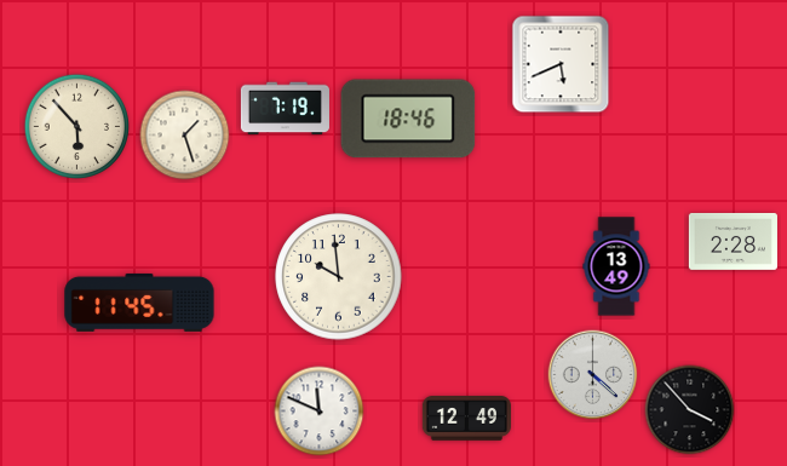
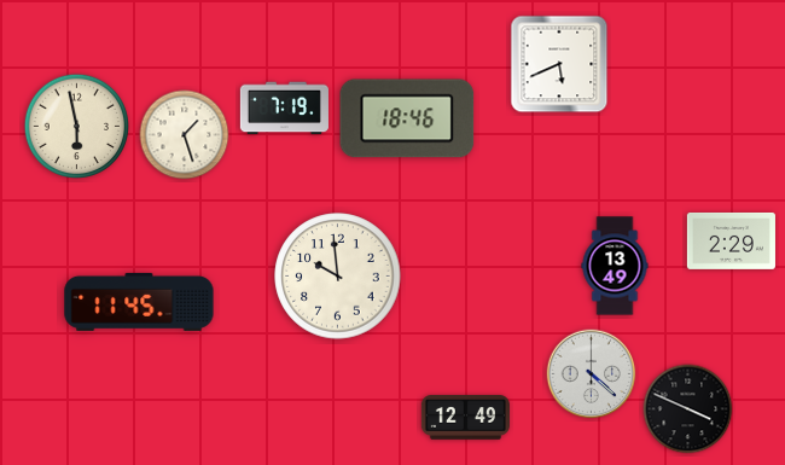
clock at (77, 127): 5:53 -> 5:58
clock at (733, 241): 2:28 -> 2:29
clock at (690, 410): 3:53 -> 3:49
clock at (320, 412): 11:49 -> none
